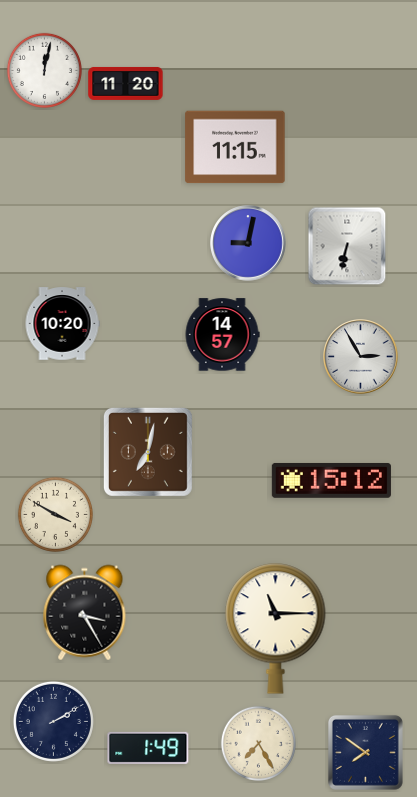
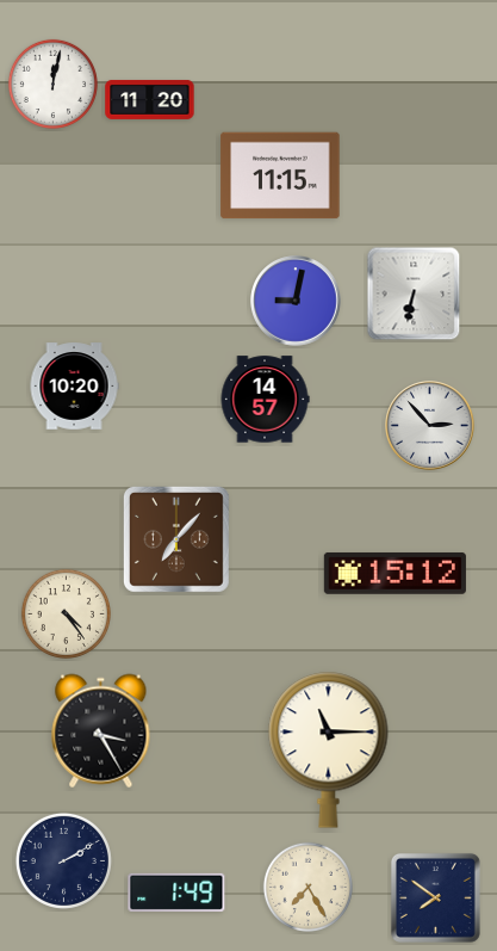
clock at (248, 243) position: (248, 243) -> (296, 301)
clock at (361, 357): 2:55 -> 2:53
clock at (148, 452): 7:02 -> 7:07
clock at (55, 514): 3:50 -> 4:24
